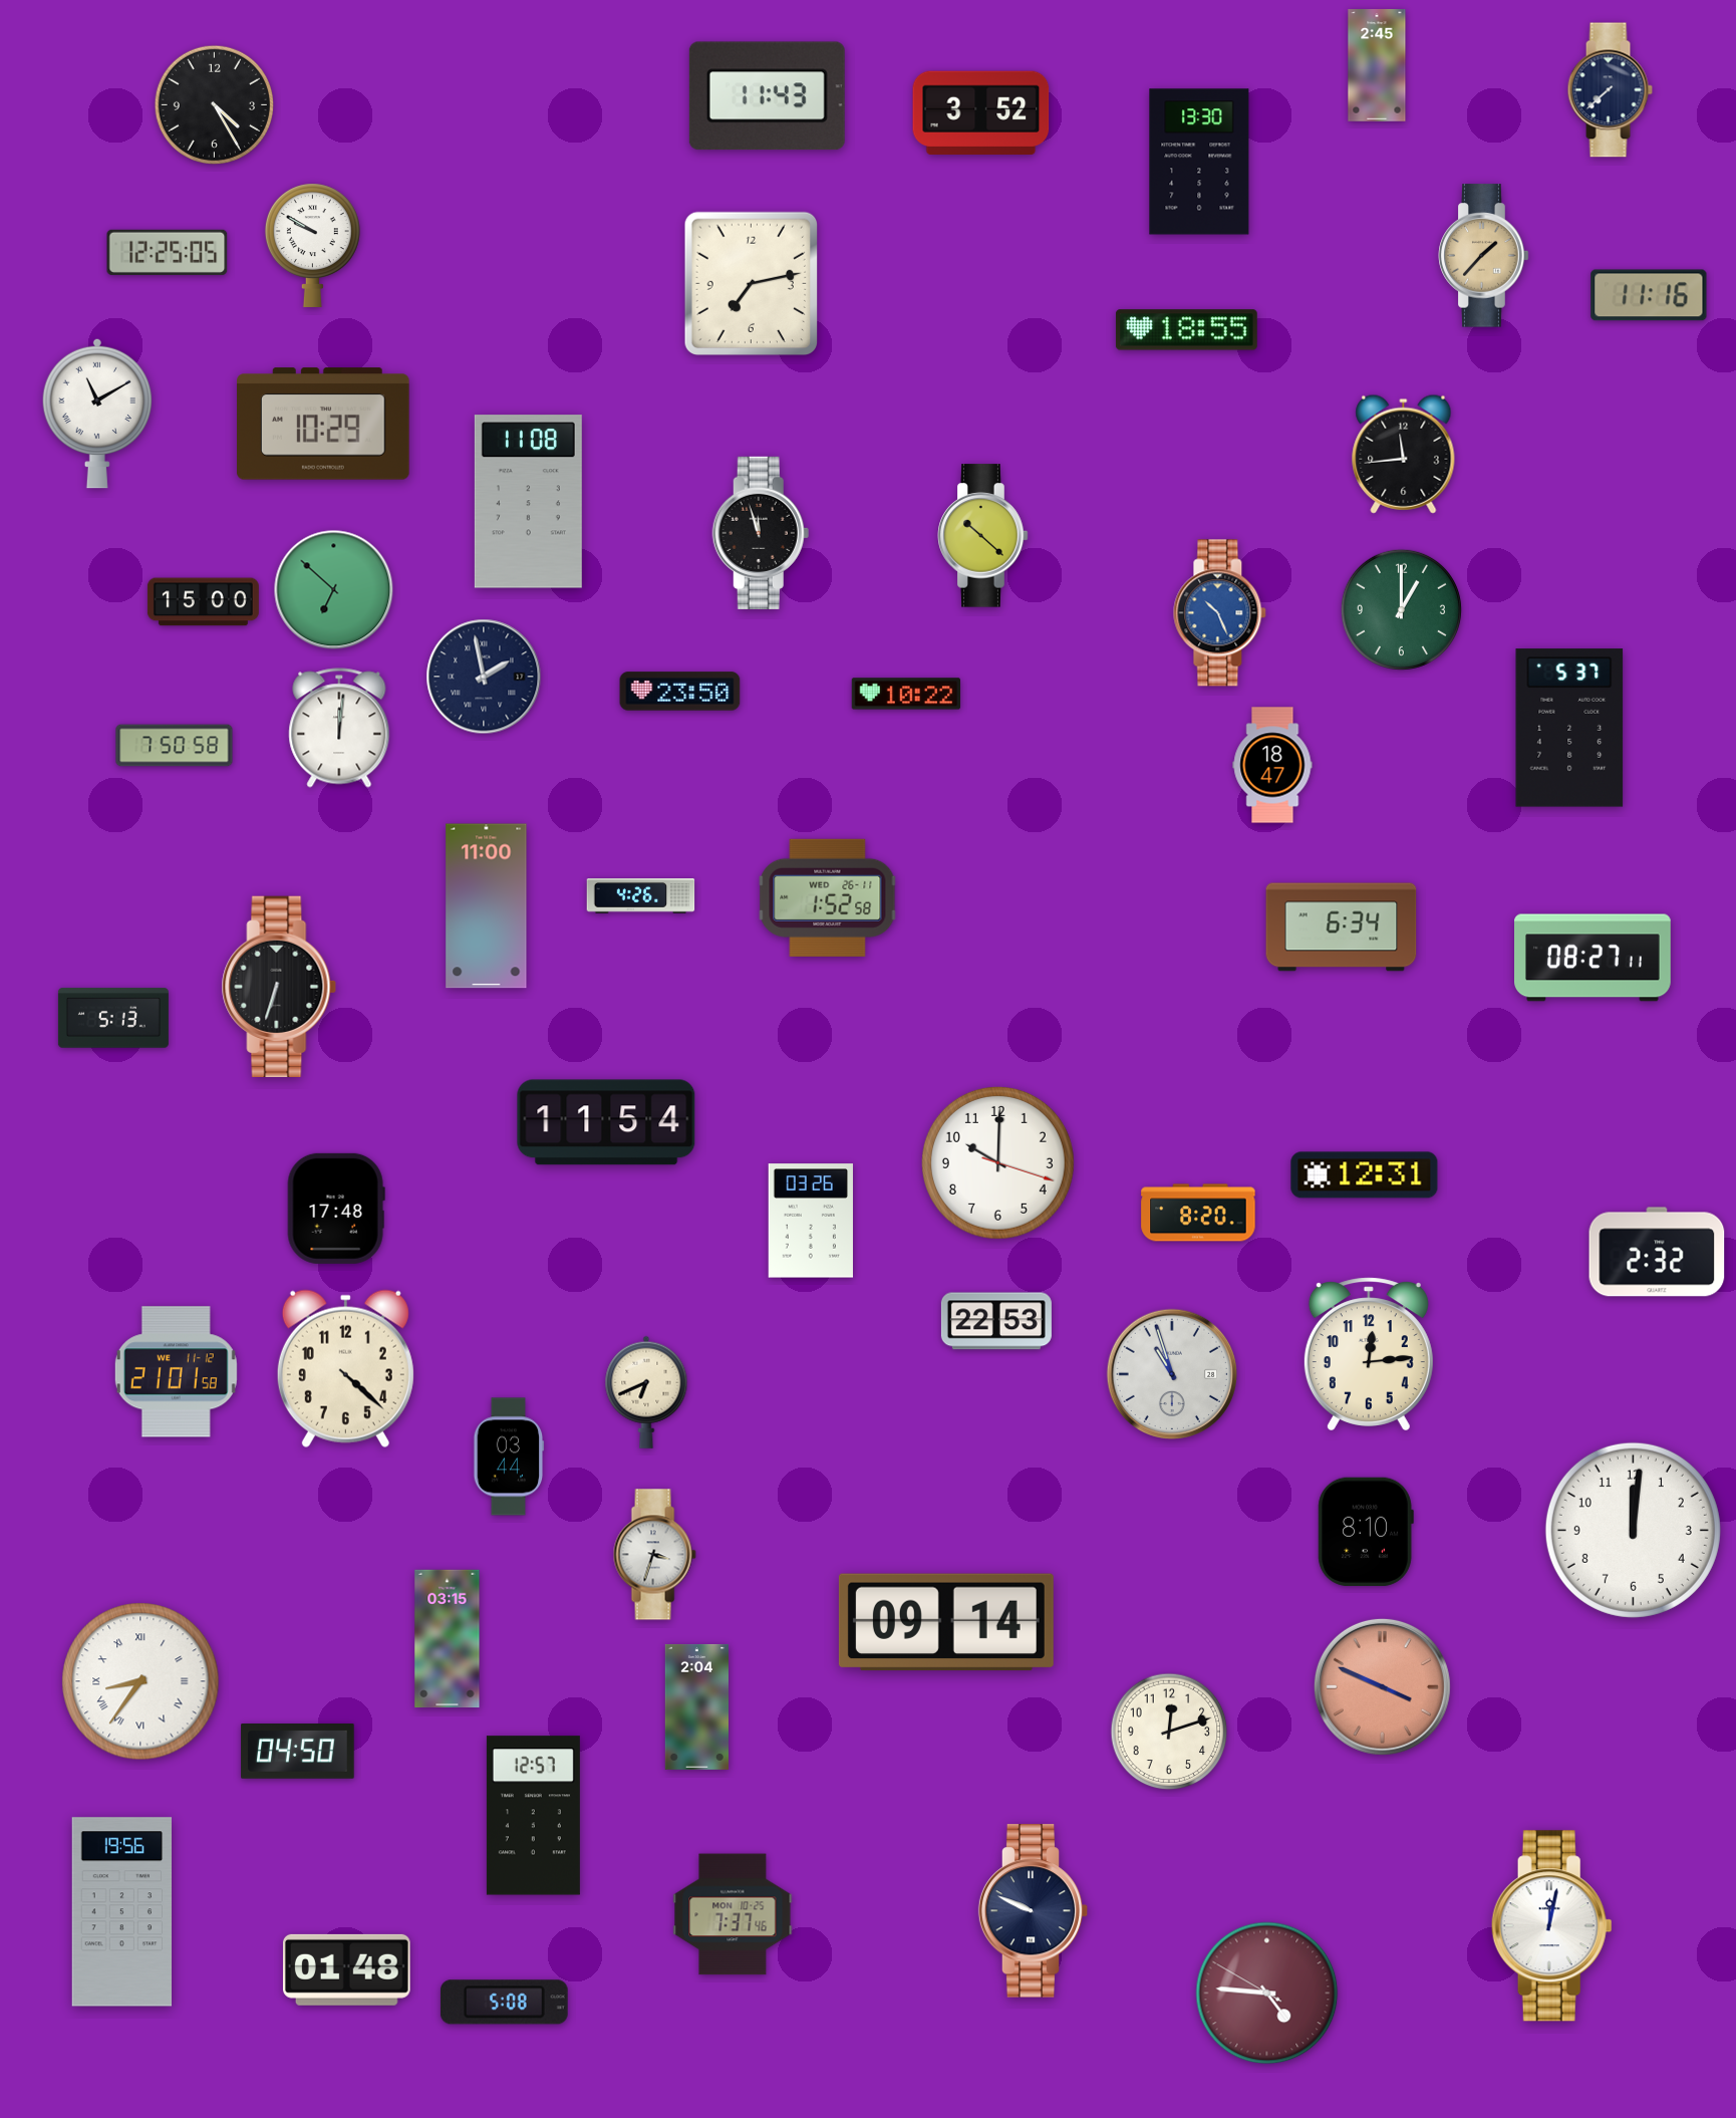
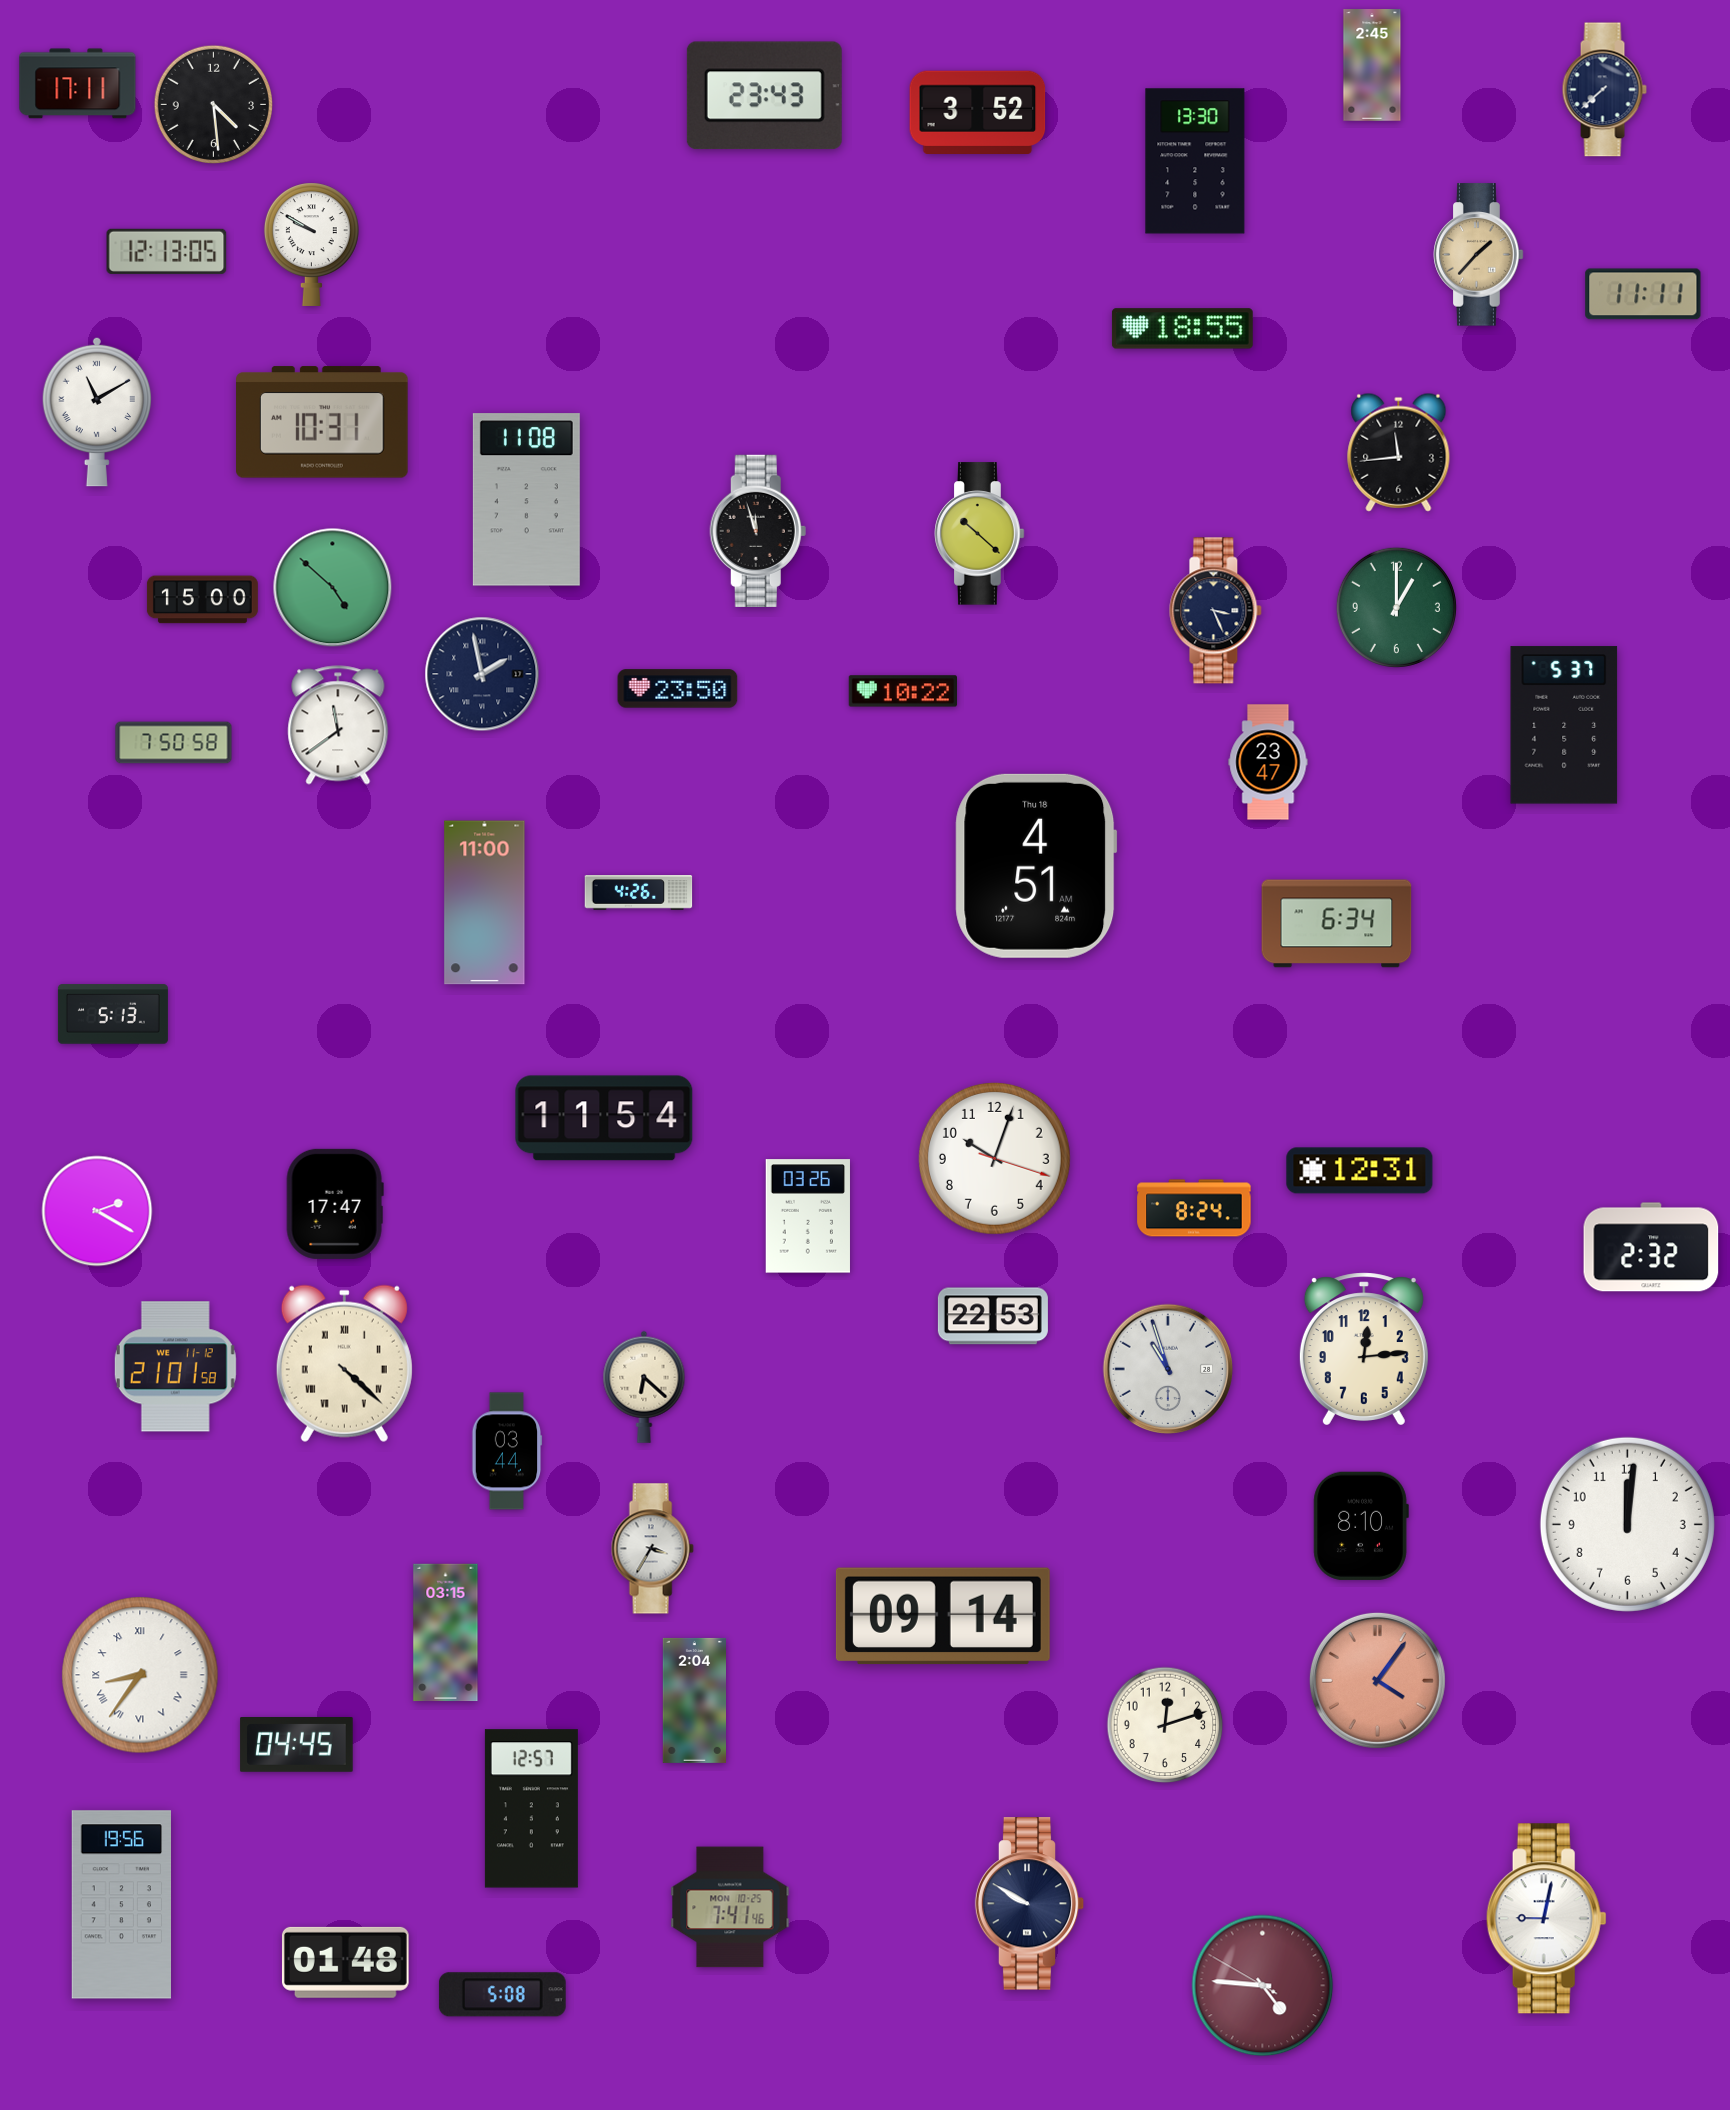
clock at (78, 84): none -> 17:11
clock at (767, 96): 11:43 -> 23:43
clock at (214, 104): 4:25 -> 4:29
clock at (168, 252): 12:25 -> 12:13
clock at (751, 283): 7:13 -> none
clock at (1649, 295): 11:16 -> 11:11
clock at (323, 424): 10:29 -> 10:31
clock at (334, 590): 6:52 -> 4:52
clock at (1220, 613): 10:26 -> 3:26
clock at (1220, 613) dial: blue -> navy
clock at (339, 728): 12:01 -> 11:39
clock at (1272, 765): 18:47 -> 23:47
clock at (1036, 866): none -> 4:51
clock at (828, 897): 1:52 -> none
clock at (1594, 958): 08:27 -> none
clock at (279, 986): 6:33 -> none
clock at (997, 1162): 10:00 -> 10:03
clock at (336, 1209): 17:48 -> 17:47
clock at (1198, 1213): 8:20 -> 8:24
clock at (97, 1211): none -> 2:20
clock at (345, 1368) numerals: Arabic -> Roman
clock at (646, 1392): 6:41 -> 6:22
clock at (654, 1555): 3:33 -> 3:35
clock at (1382, 1686): 3:49 -> 4:06
clock at (298, 1752): 04:50 -> 04:45
clock at (1034, 1911): 9:49 -> 9:50
clock at (733, 1914): 7:37 -> 7:41
clock at (1551, 1926): 12:02 -> 9:02
